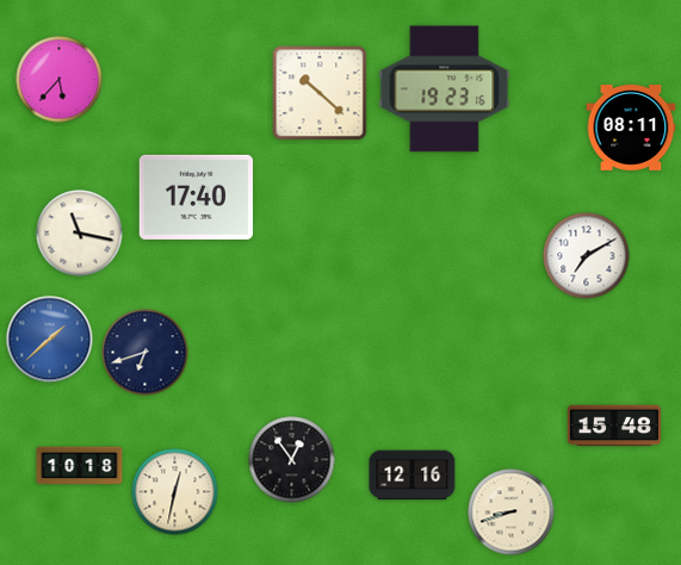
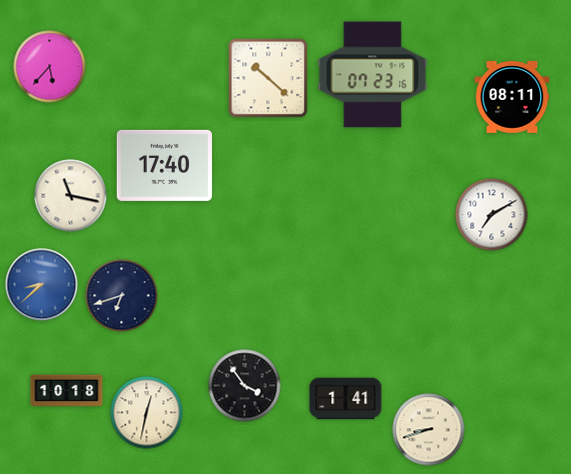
clock at (445, 89): 19:23 -> 07:23
clock at (631, 129) position: (631, 129) -> (512, 98)
clock at (80, 234) position: (80, 234) -> (71, 196)
clock at (50, 340): 1:38 -> 8:38
clock at (613, 426): 15:48 -> none
clock at (292, 460): 12:54 -> 3:54
clock at (413, 476): 12:16 -> 1:41
